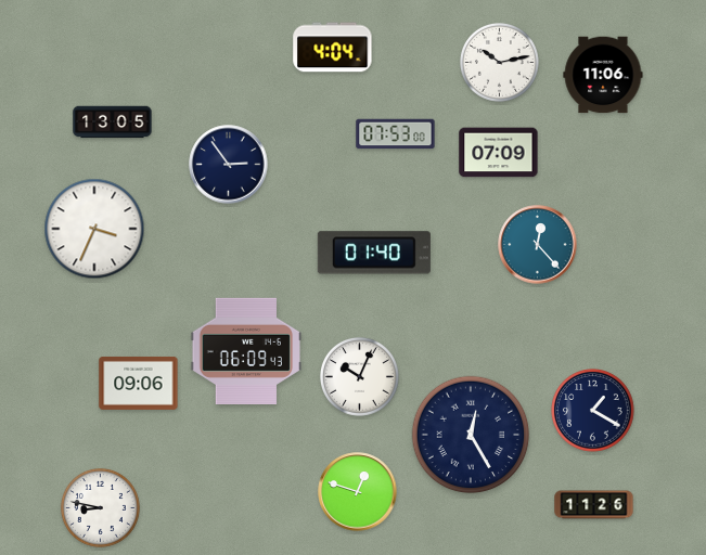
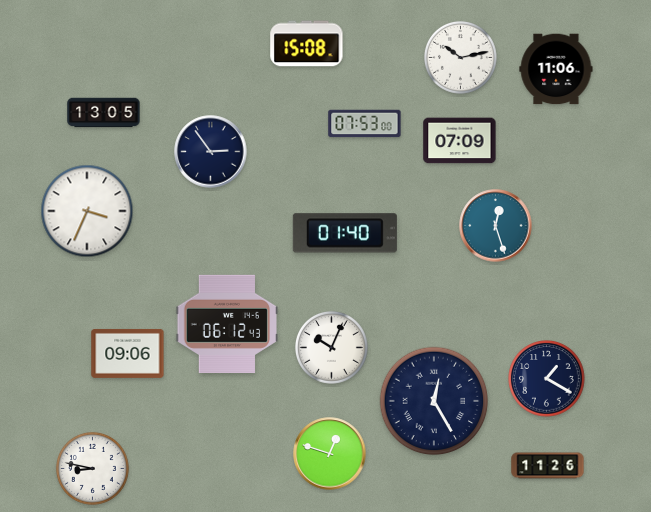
clock at (333, 48): 4:04 -> 15:08
clock at (538, 245): 12:23 -> 12:27
clock at (246, 351): 06:09 -> 06:12
